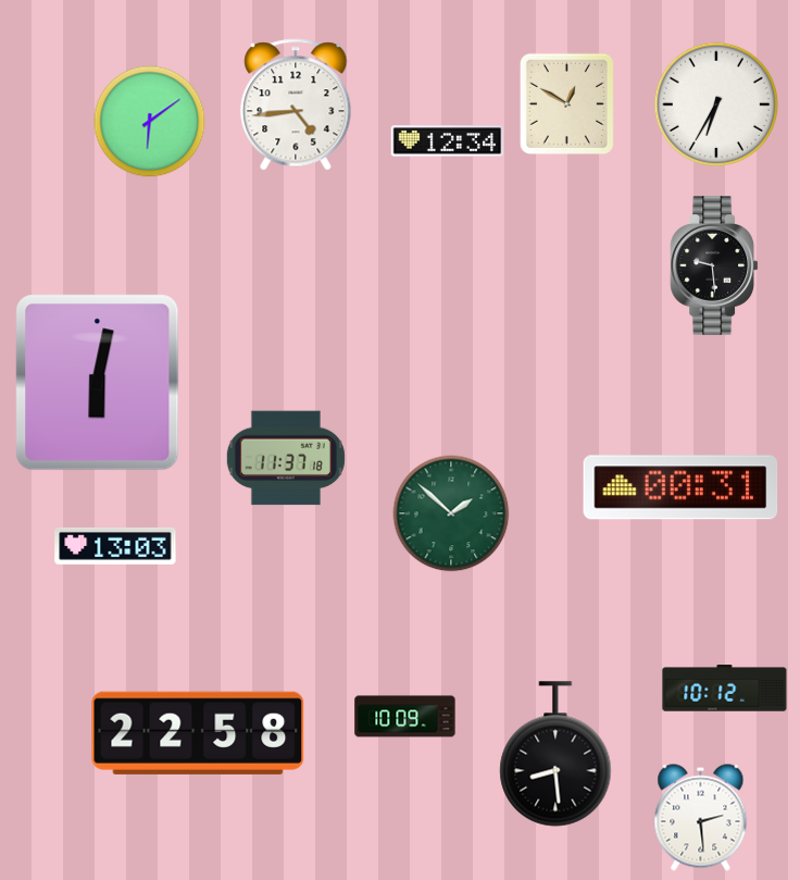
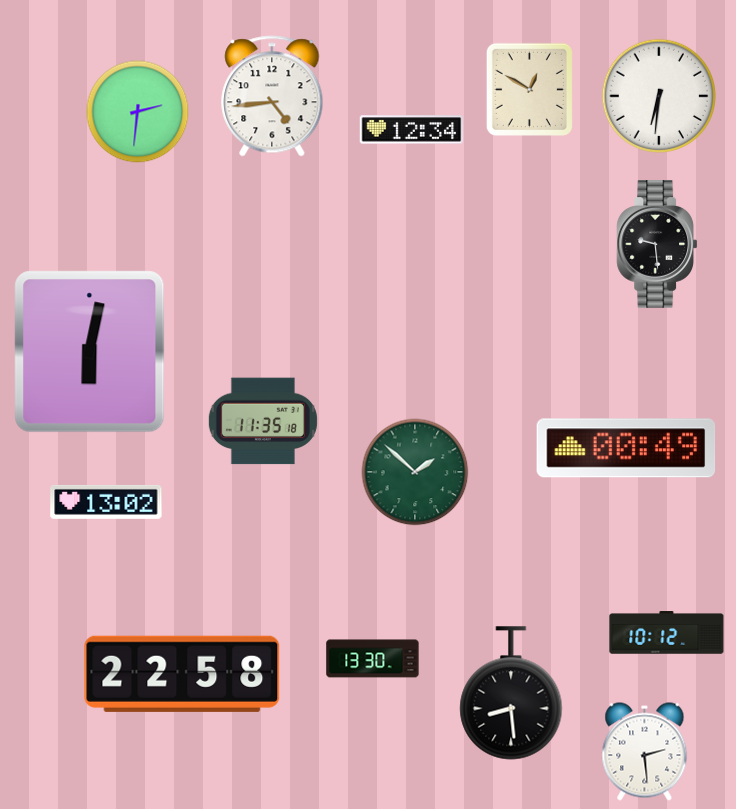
clock at (566, 103) position: (566, 103) -> (529, 89)
clock at (716, 104): 6:35 -> 6:31
clock at (150, 122): 6:09 -> 2:31
clock at (286, 458): 11:37 -> 11:35
clock at (680, 487): 00:31 -> 00:49
clock at (115, 546): 13:03 -> 13:02
clock at (405, 717): 10:09 -> 13:30
